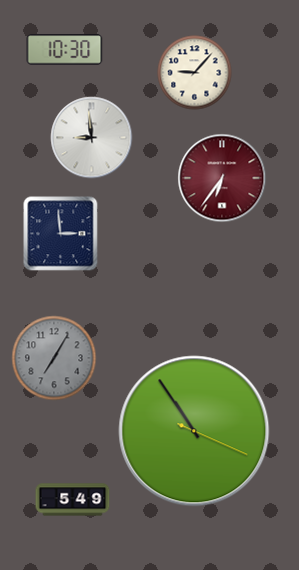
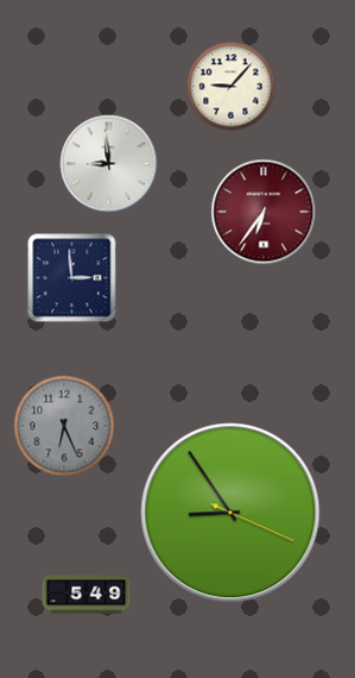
clock at (65, 50): 10:30 -> none
clock at (54, 358): 7:05 -> 6:26
clock at (194, 431): 10:54 -> 8:54
